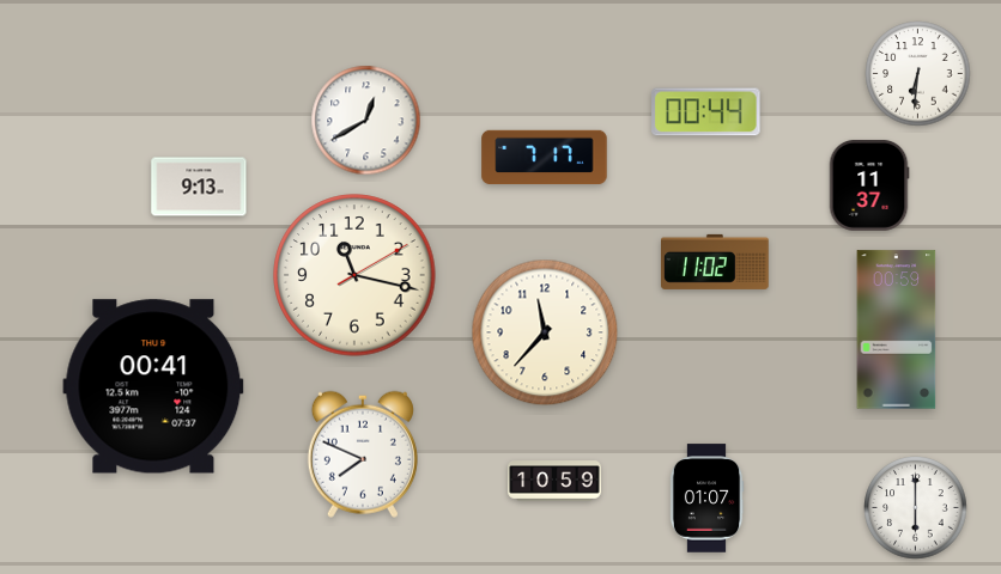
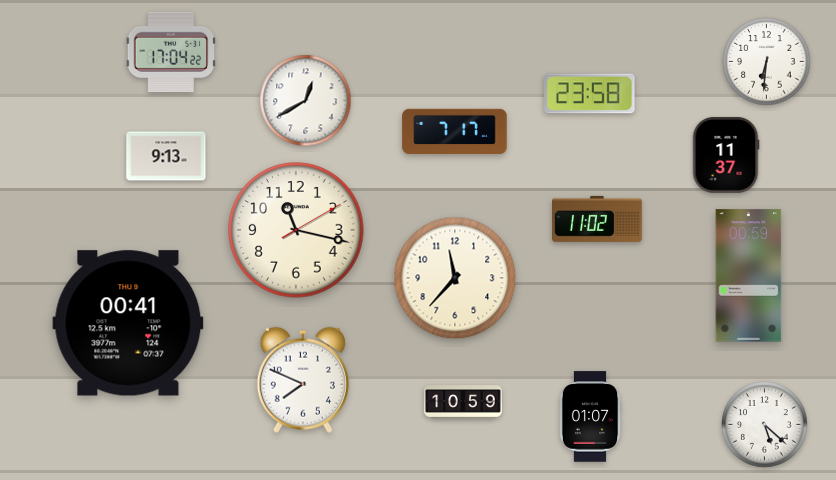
clock at (171, 52): none -> 17:04
clock at (706, 112): 00:44 -> 23:58
clock at (916, 508): 6:00 -> 5:22
